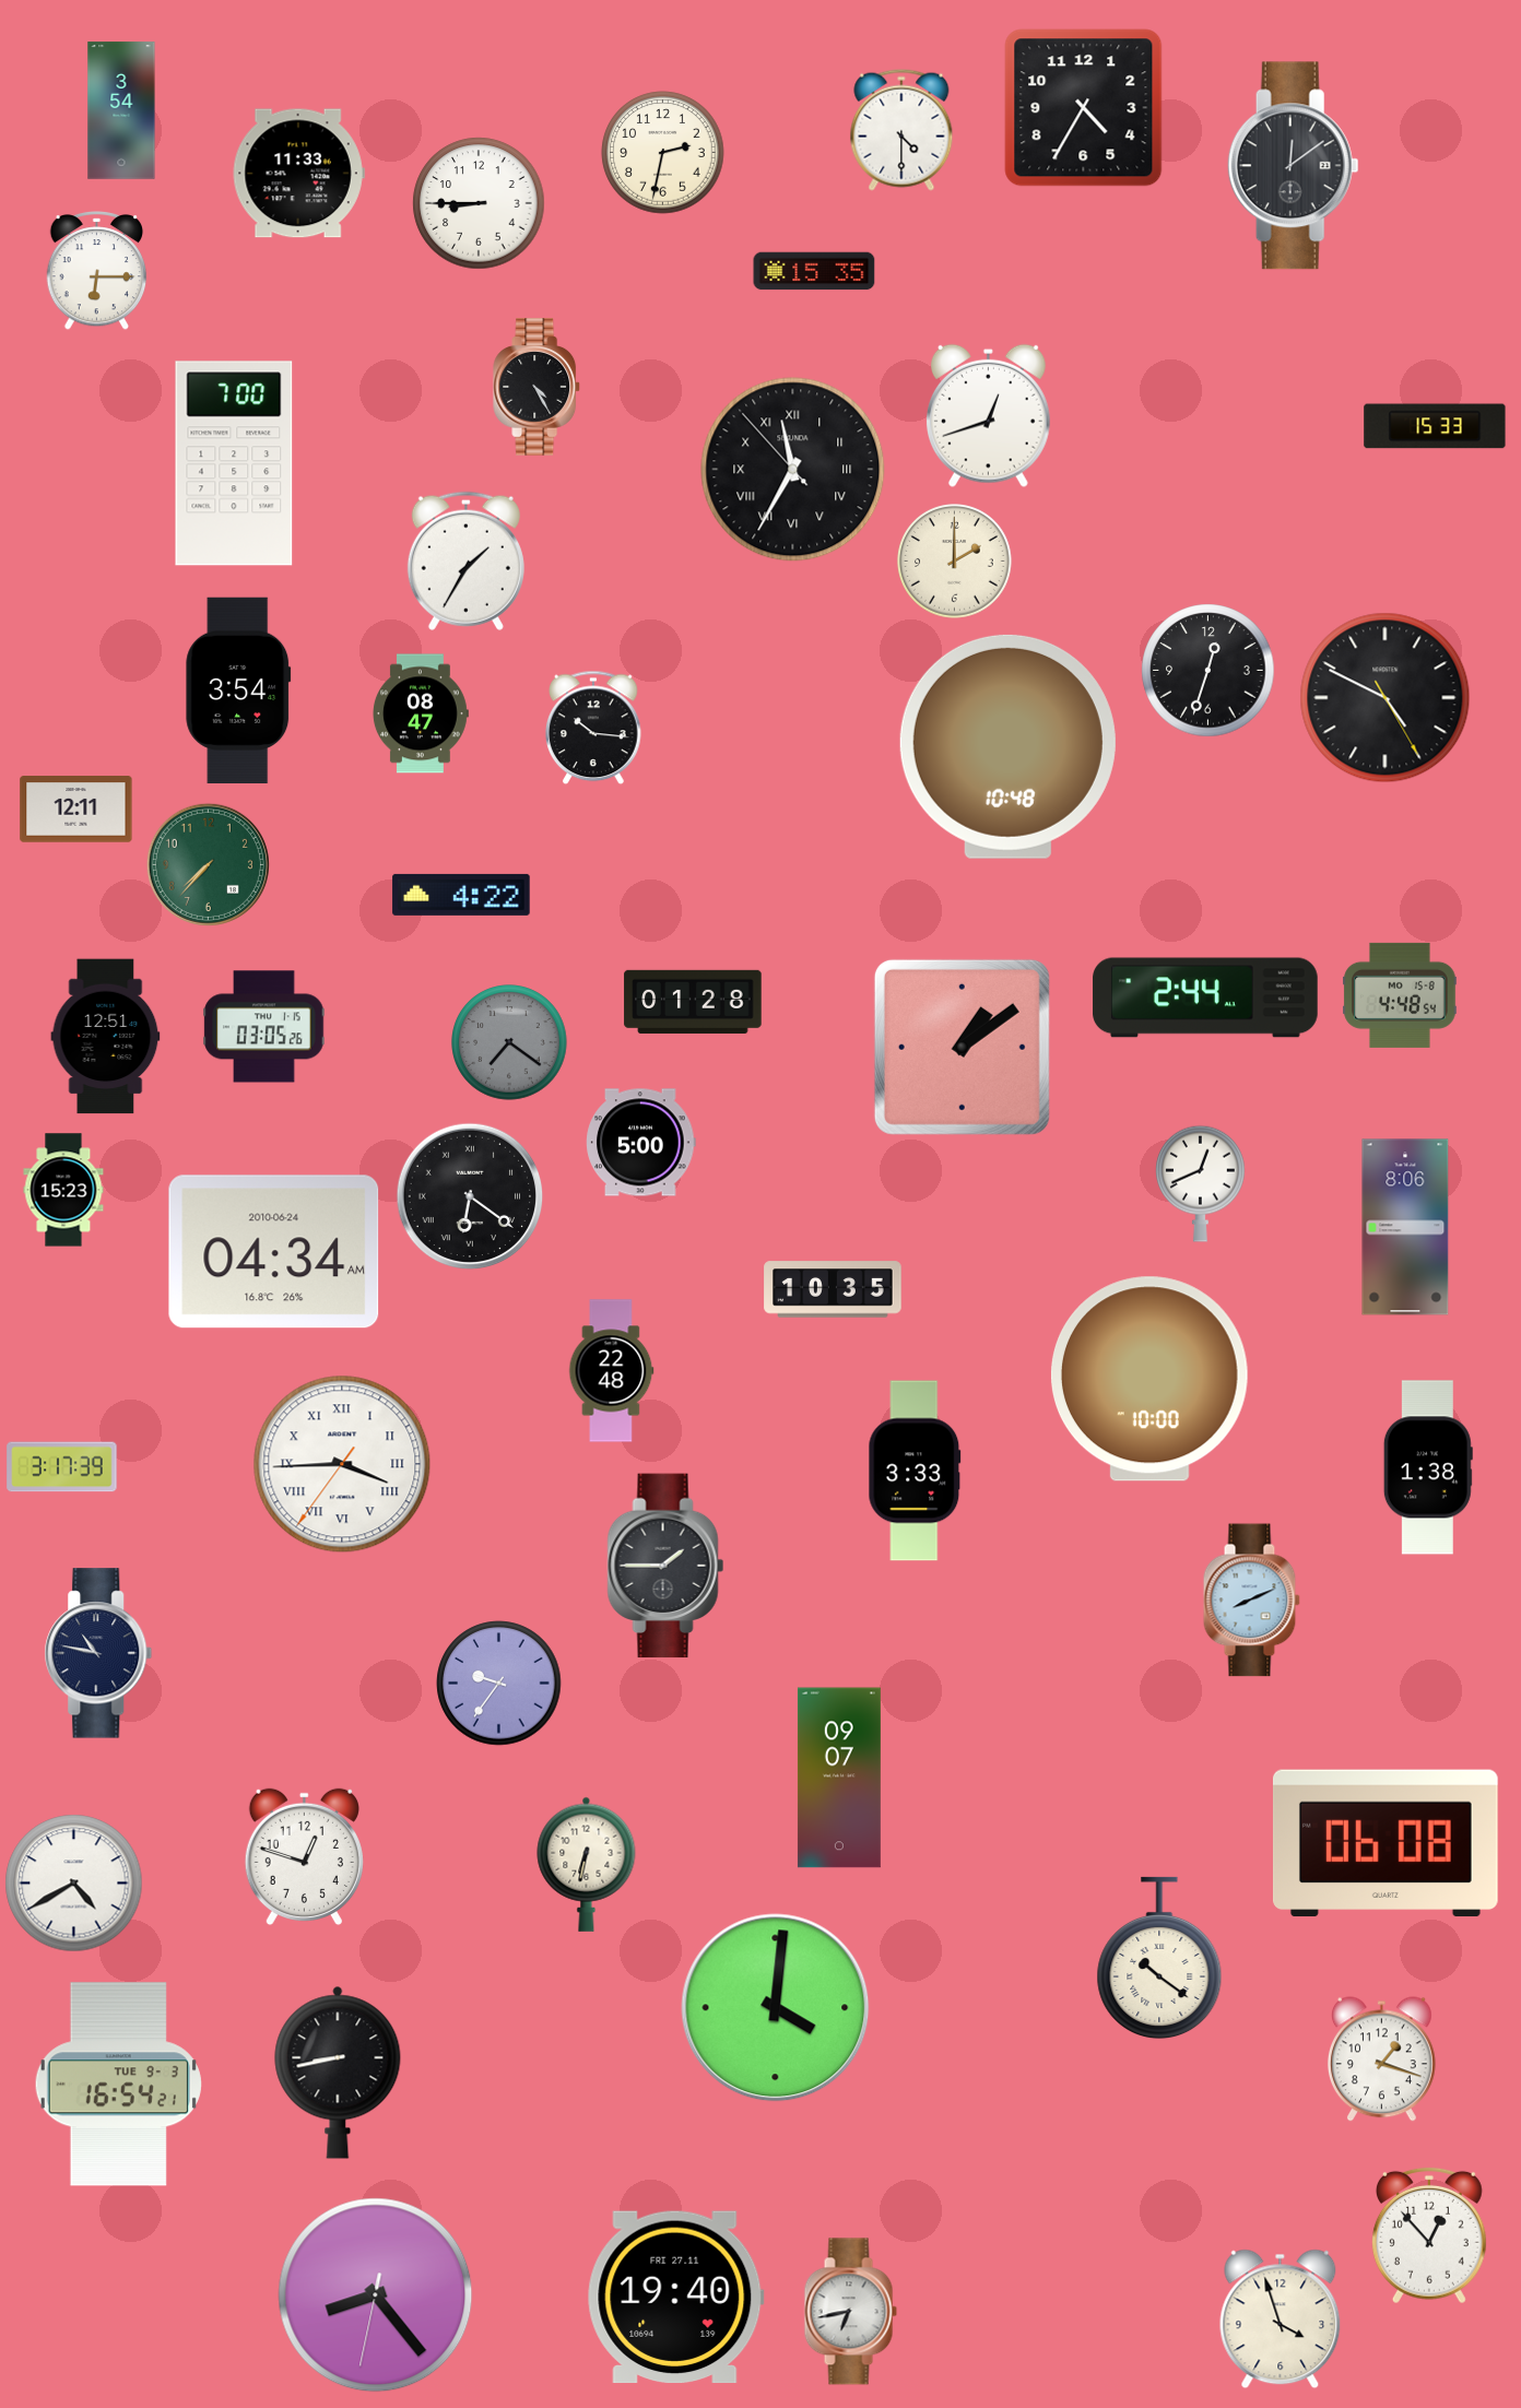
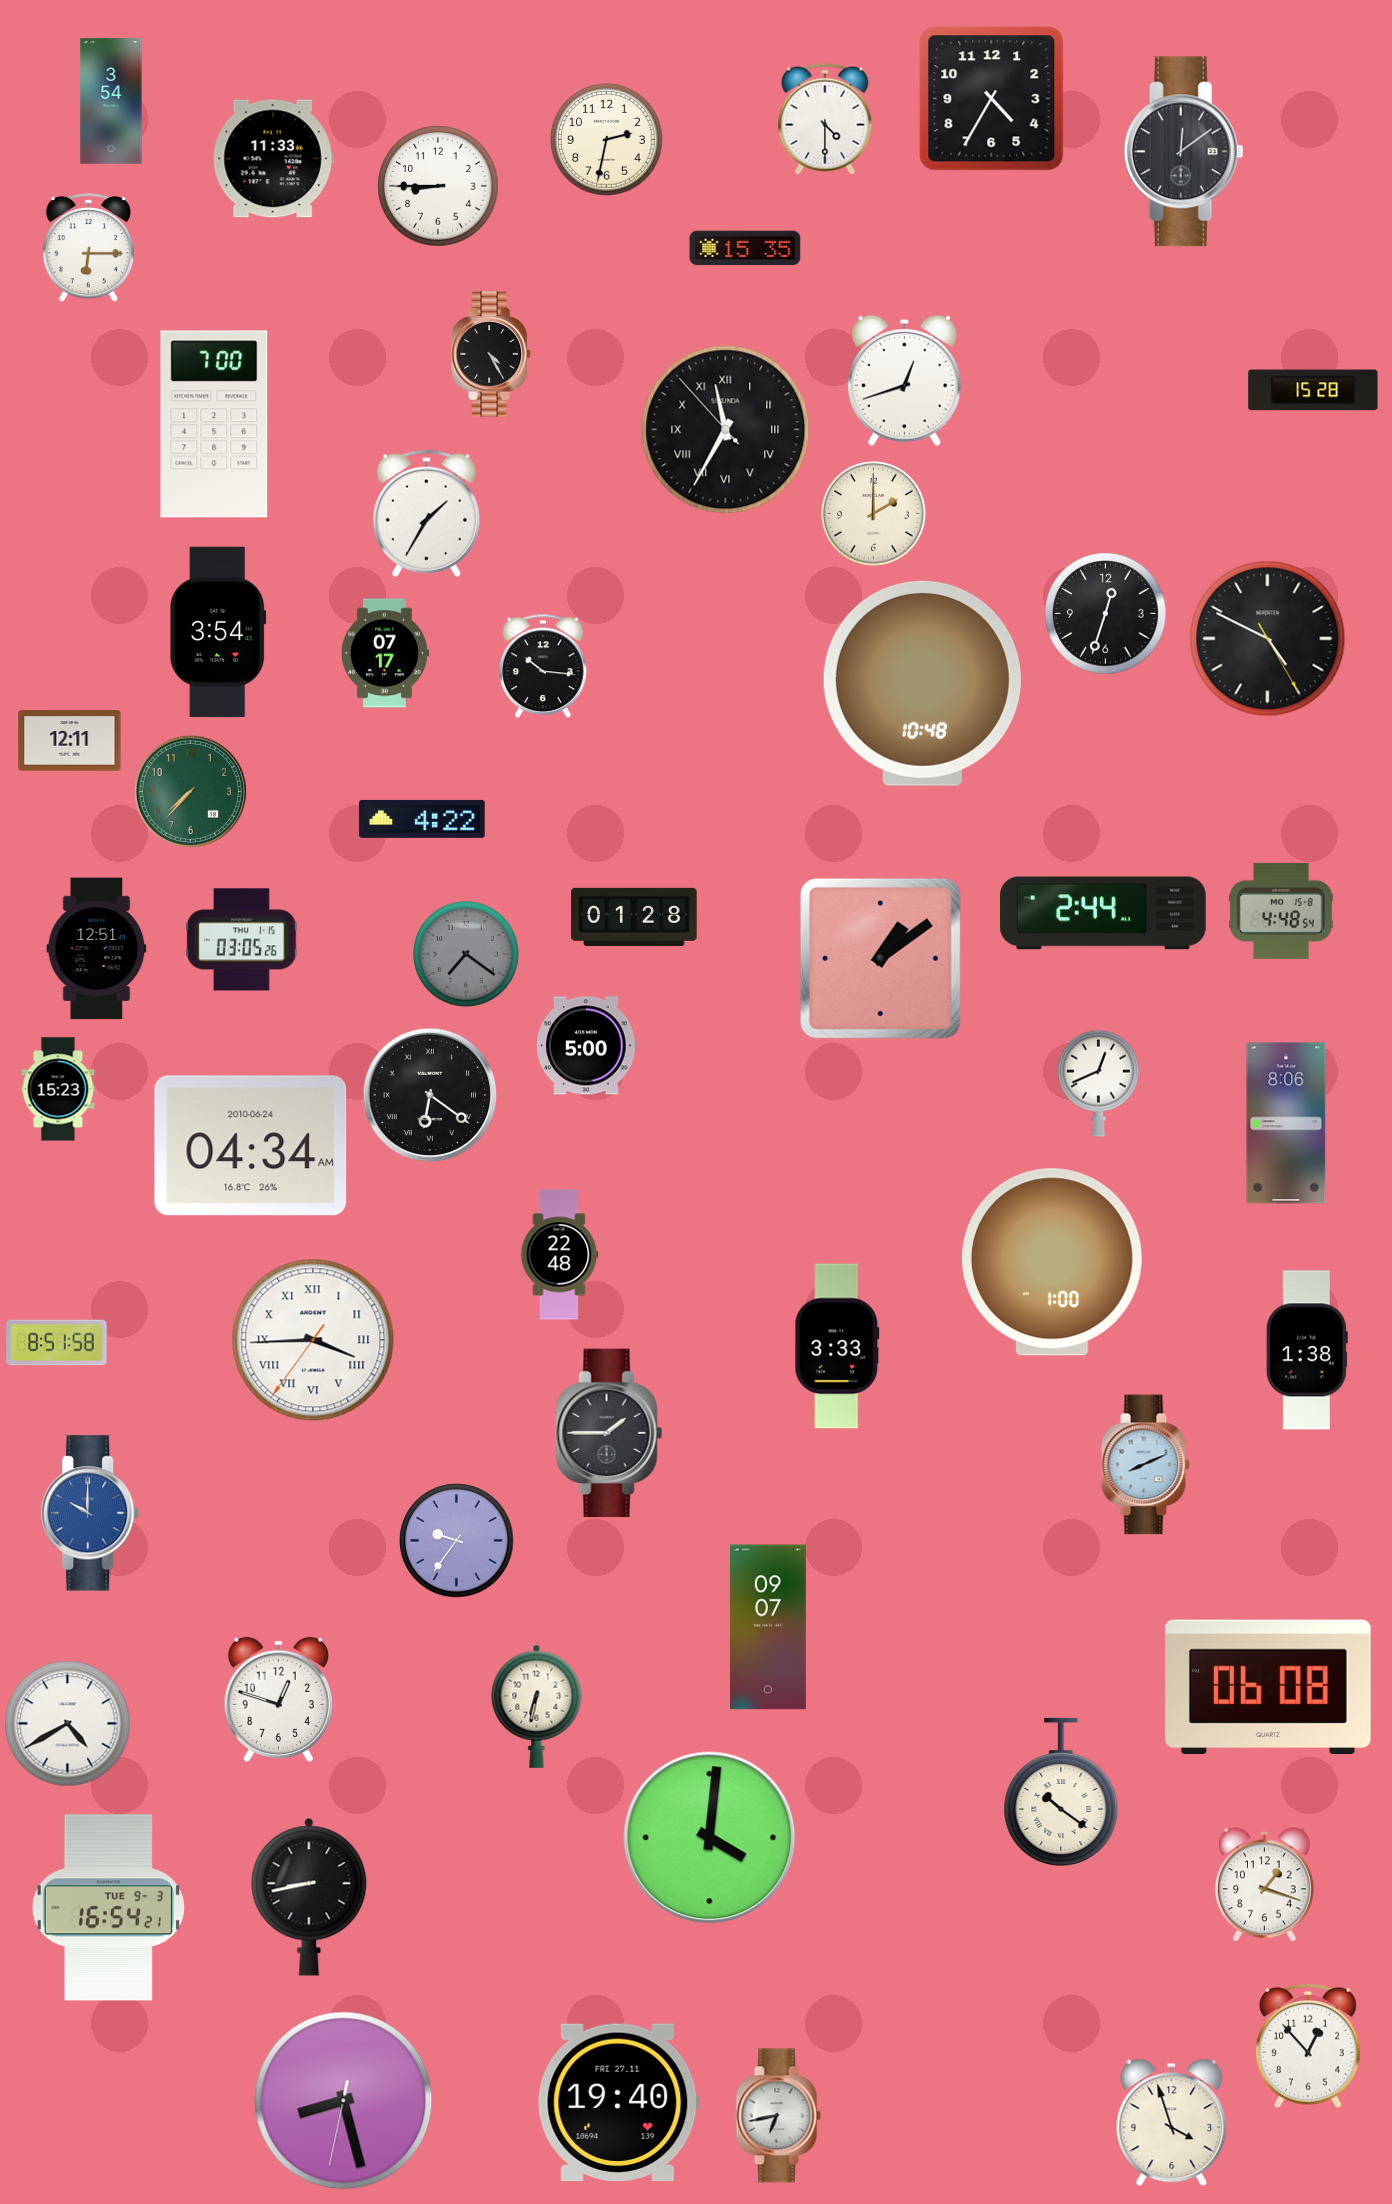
clock at (1435, 426): 15:33 -> 15:28
clock at (420, 713): 08:47 -> 07:17
clock at (833, 1289): 10:35 -> none
clock at (1149, 1379): 10:00 -> 1:00
clock at (62, 1467): 3:17 -> 8:51
clock at (1428, 1467) position: (1428, 1467) -> (1307, 1350)
clock at (98, 1653): 10:47 -> 10:00
clock at (98, 1653) dial: navy -> blue
clock at (376, 2295): 8:23 -> 8:27
